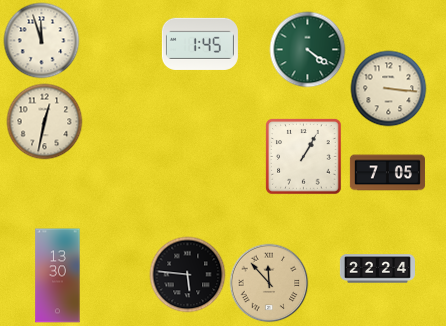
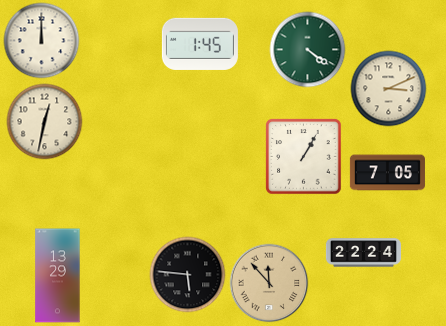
clock at (42, 41): 11:57 -> 12:00
clock at (389, 89): 3:16 -> 3:11
clock at (377, 269) position: (377, 269) -> (363, 253)
clock at (58, 276): 13:30 -> 13:29
